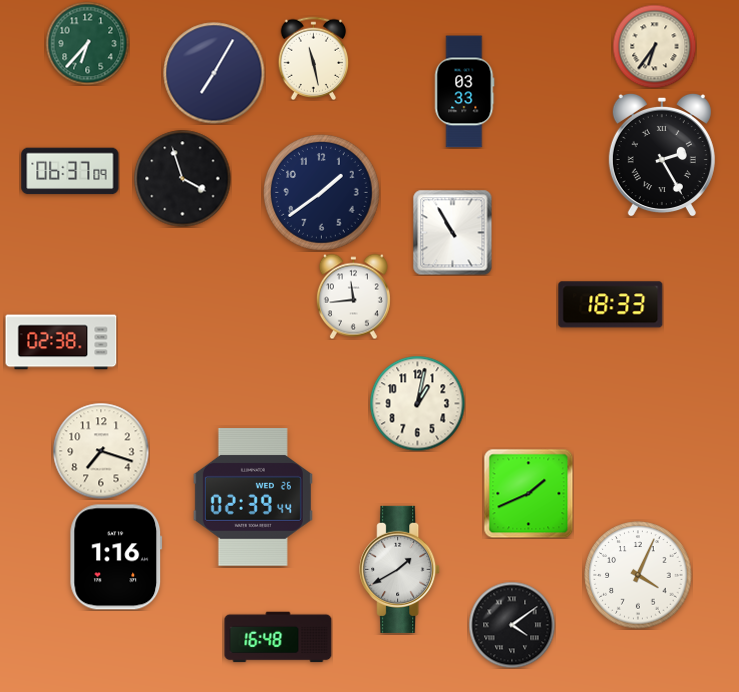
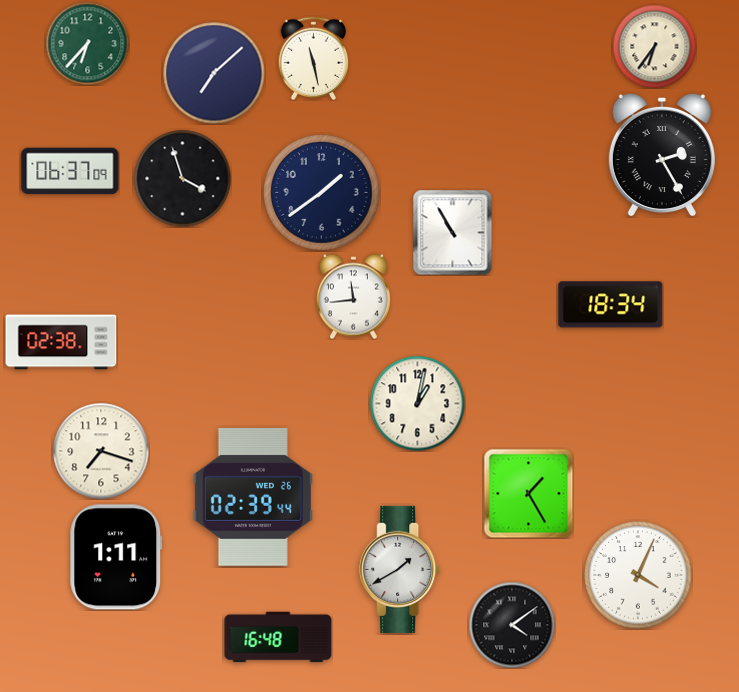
clock at (214, 73): 7:05 -> 7:08
clock at (465, 92): 03:33 -> none
clock at (611, 305): 18:33 -> 18:34
clock at (528, 493): 1:41 -> 1:25
clock at (116, 557): 1:16 -> 1:11
